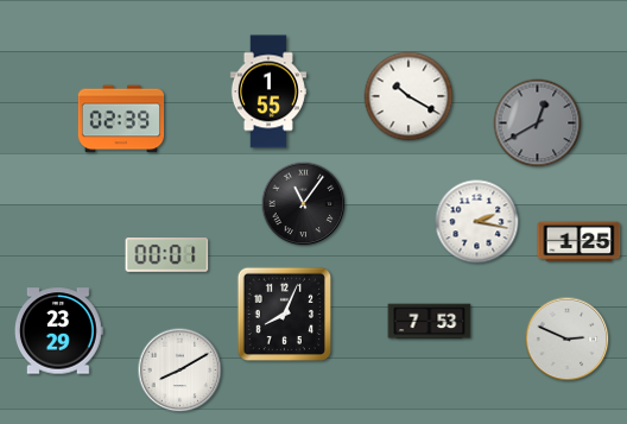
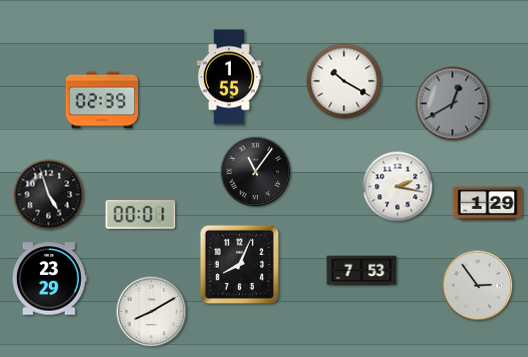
clock at (268, 91) position: (268, 91) -> (229, 77)
clock at (477, 222) position: (477, 222) -> (398, 187)
clock at (49, 195): none -> 4:57
clock at (579, 242): 1:25 -> 1:29
clock at (568, 340): 2:49 -> 2:54
